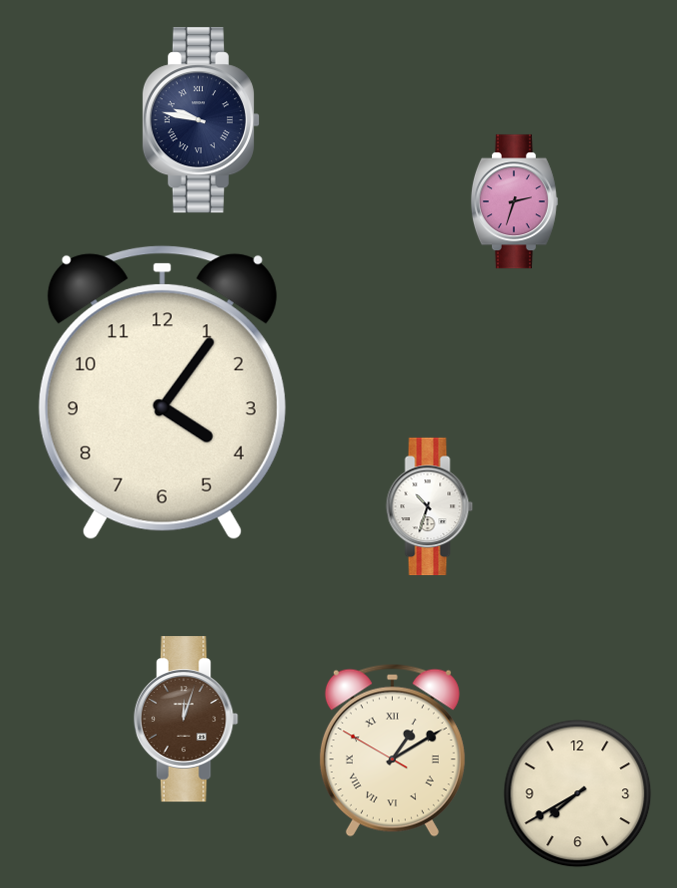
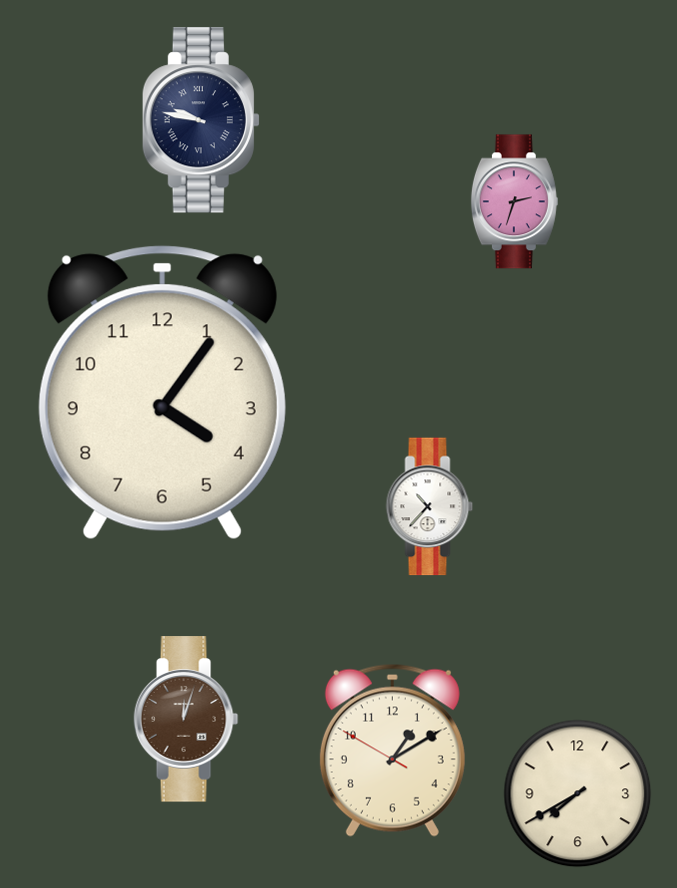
clock at (430, 507): 10:33 -> 10:37
clock at (392, 750) numerals: Roman -> Arabic
